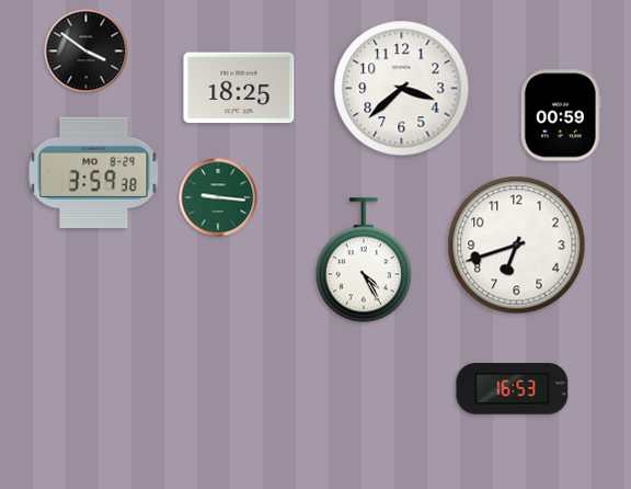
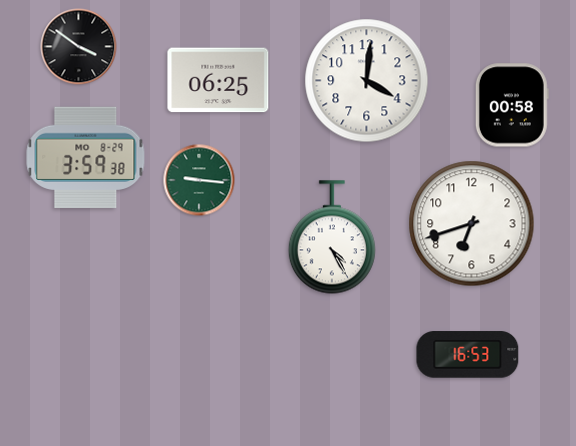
clock at (239, 88): 18:25 -> 06:25
clock at (402, 89): 3:38 -> 4:01
clock at (561, 115): 00:59 -> 00:58
